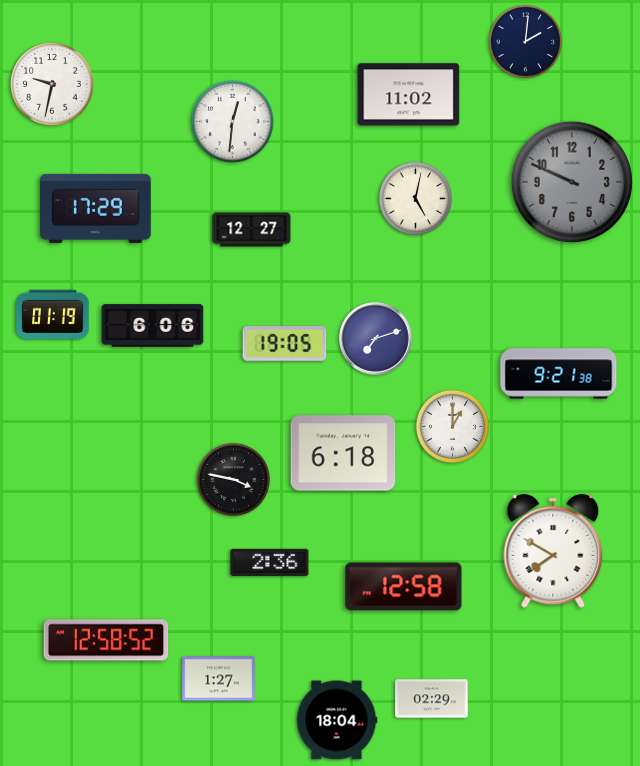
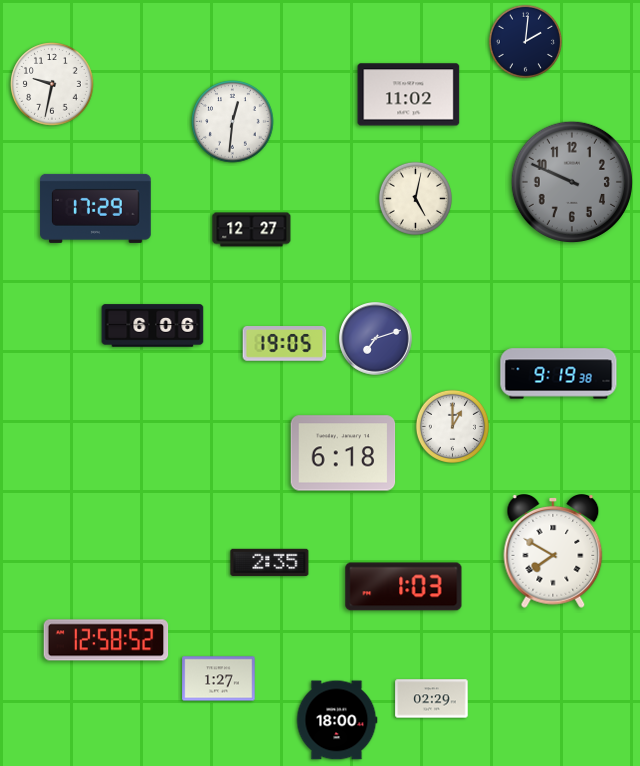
clock at (53, 314): 01:19 -> none
clock at (559, 374): 9:21 -> 9:19
clock at (233, 479): 3:47 -> none
clock at (270, 562): 2:36 -> 2:35
clock at (404, 587): 12:58 -> 1:03
clock at (337, 720): 18:04 -> 18:00
